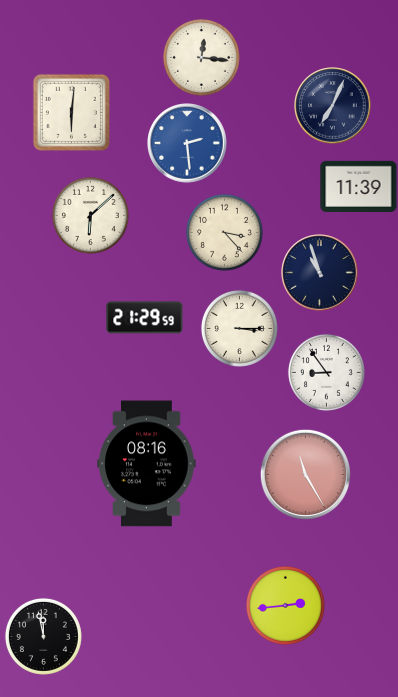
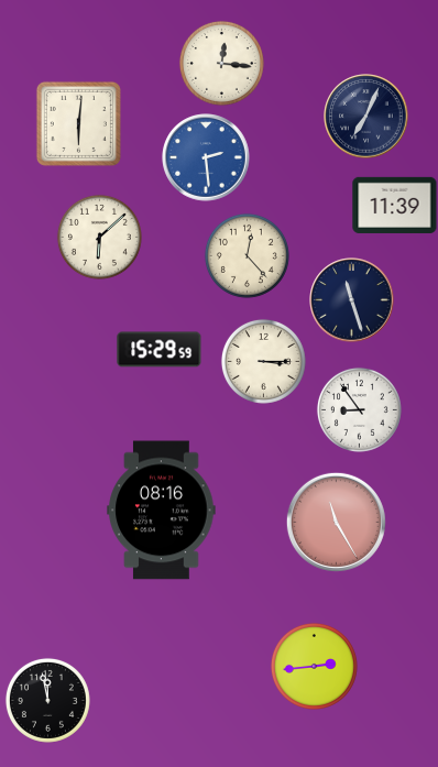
clock at (224, 232): 3:23 -> 12:23
clock at (320, 273): 10:57 -> 11:27
clock at (145, 318): 21:29 -> 15:29
